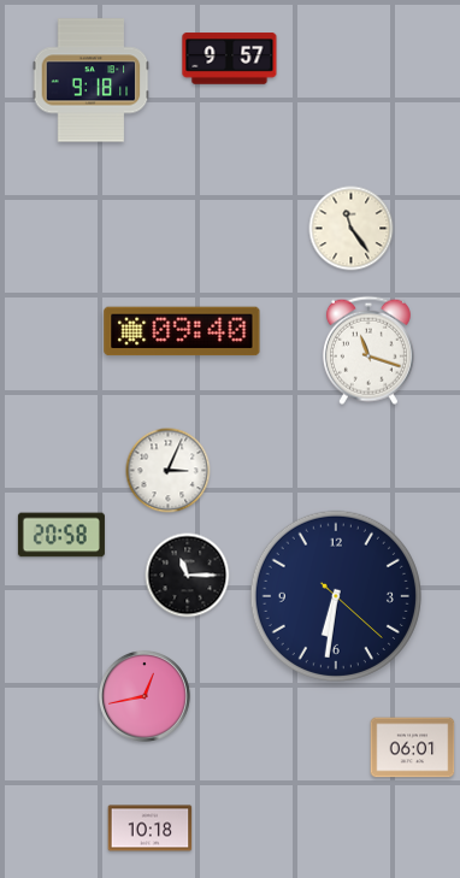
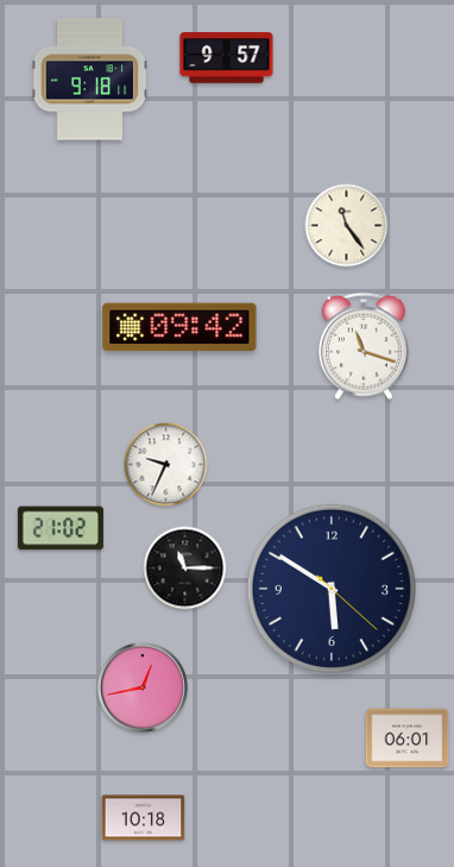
clock at (182, 331): 09:40 -> 09:42
clock at (169, 471): 3:04 -> 9:34
clock at (61, 535): 20:58 -> 21:02
clock at (336, 596): 6:31 -> 5:50
clock at (151, 829) position: (151, 829) -> (144, 818)
